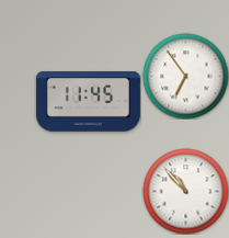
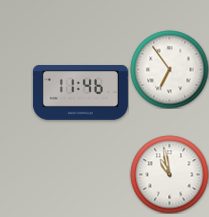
clock at (88, 102): 11:45 -> 11:46
clock at (185, 191): 10:53 -> 10:58
